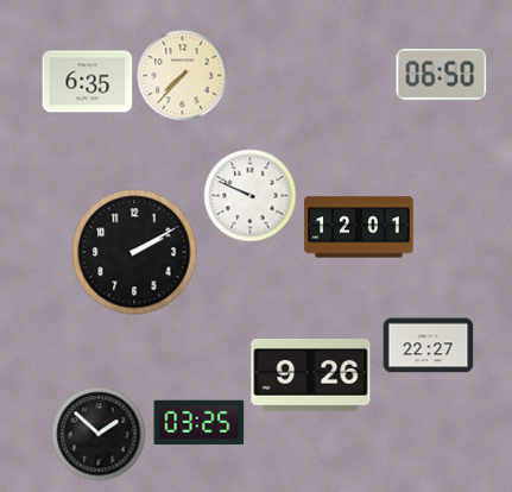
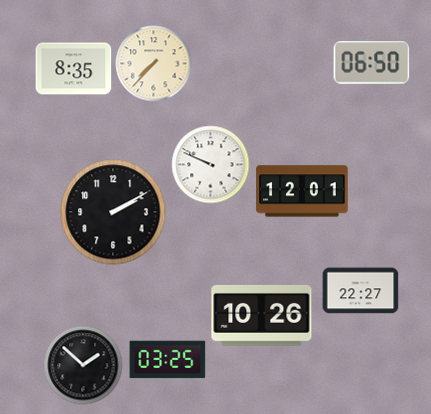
clock at (88, 82): 6:35 -> 8:35
clock at (311, 374): 9:26 -> 10:26
clock at (200, 423) position: (200, 423) -> (168, 360)
